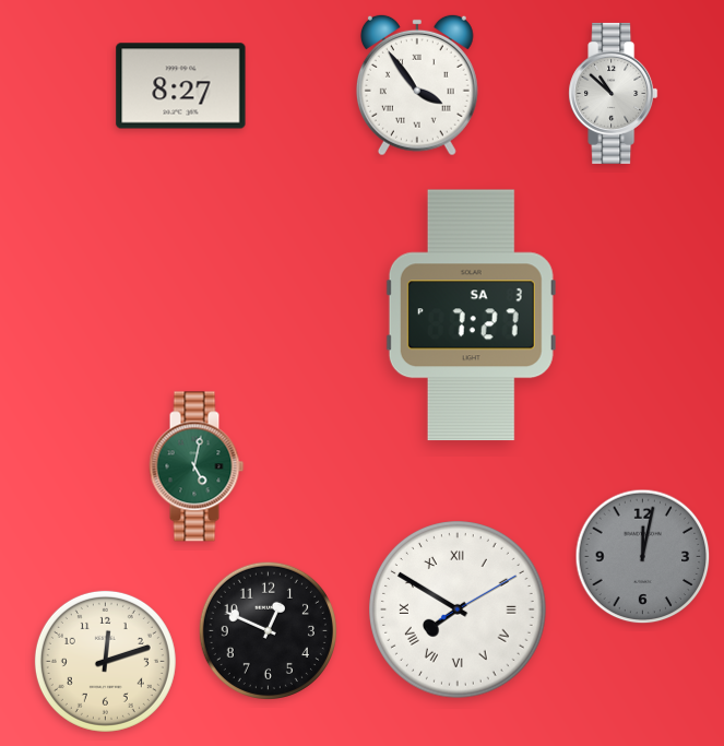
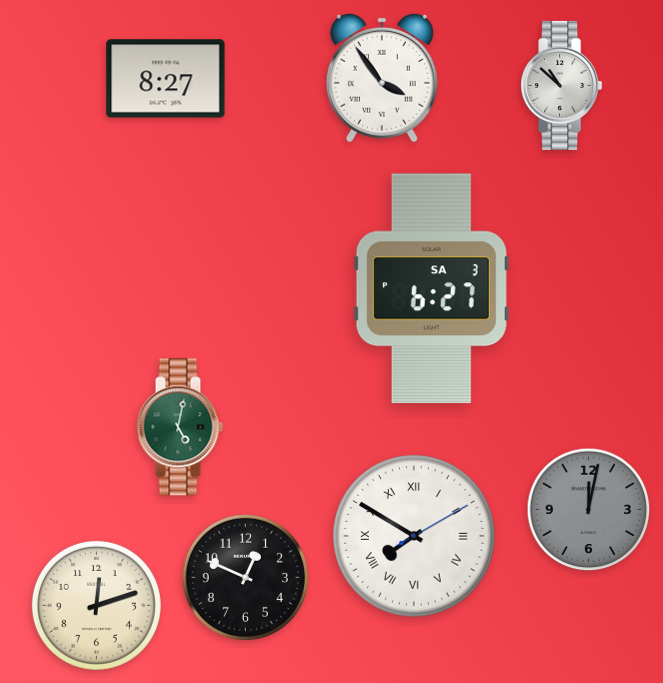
clock at (471, 316): 7:27 -> 6:27
clock at (459, 611) position: (459, 611) -> (415, 537)
